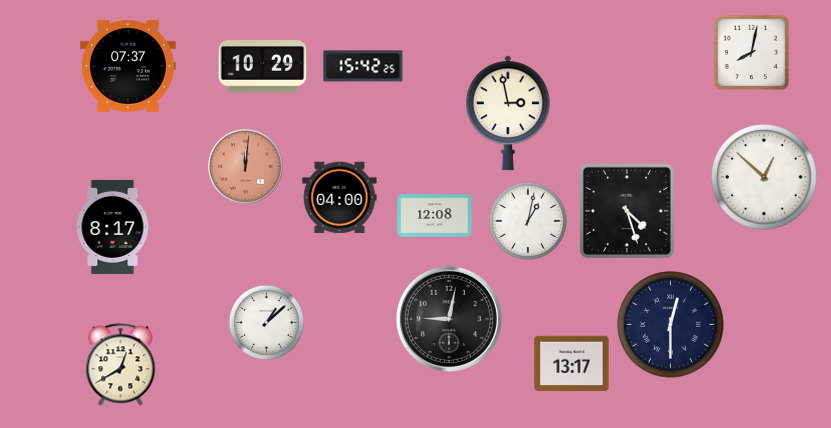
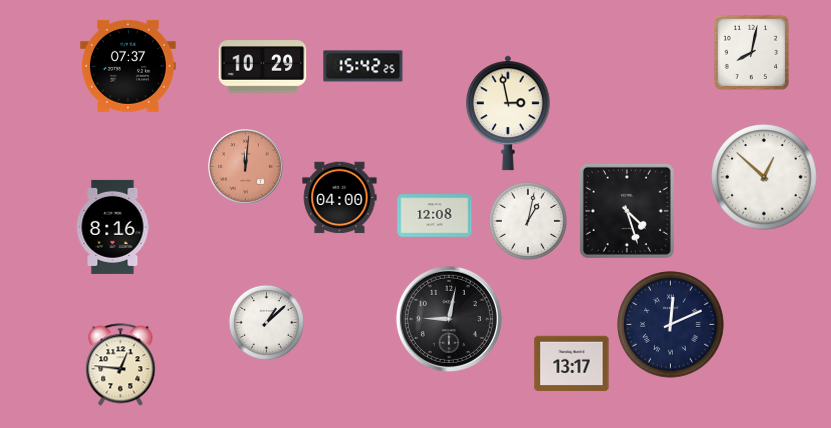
clock at (113, 227): 8:17 -> 8:16
clock at (671, 325): 12:30 -> 12:11
clock at (121, 365): 12:40 -> 12:46
